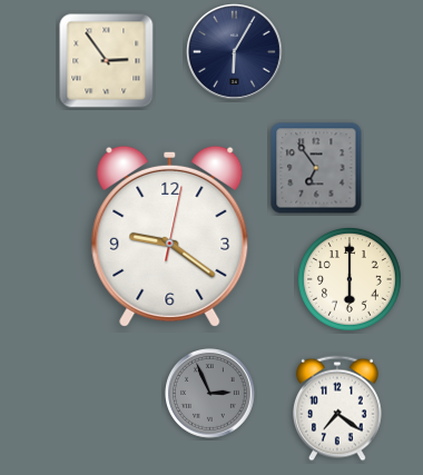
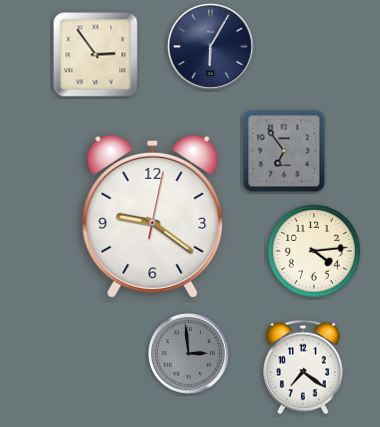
clock at (170, 236) position: (170, 236) -> (153, 216)
clock at (350, 279): 6:00 -> 4:14
clock at (210, 394): 2:56 -> 2:59
